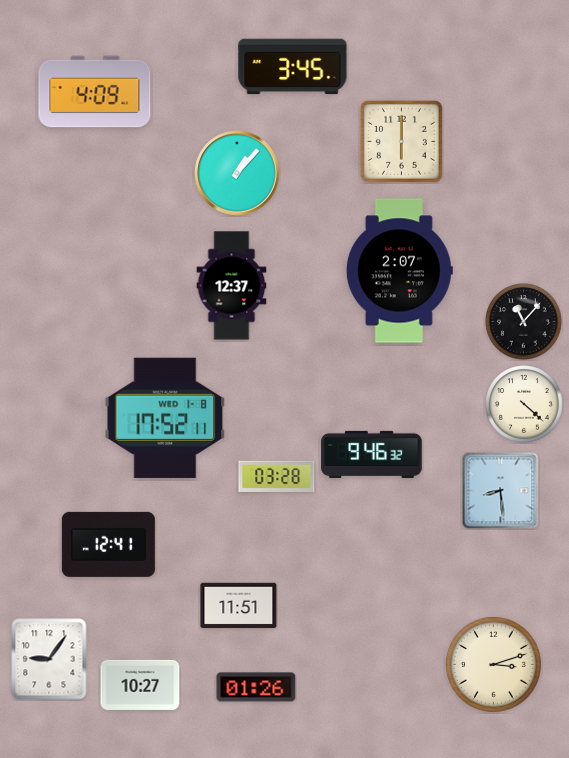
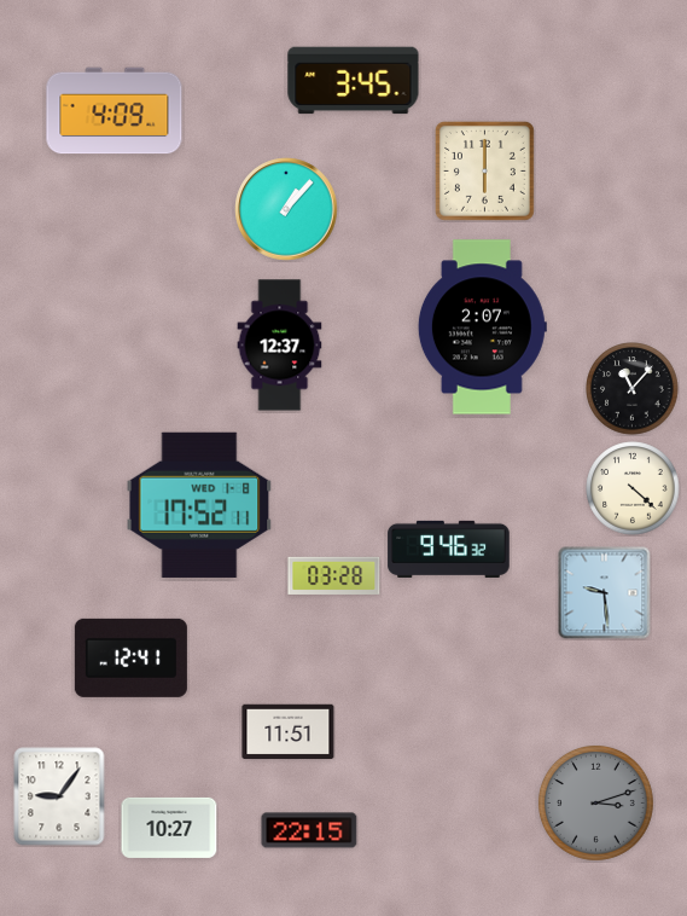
clock at (501, 491): 8:29 -> 9:29
clock at (493, 664) dial: cream -> grey
clock at (256, 687): 01:26 -> 22:15
